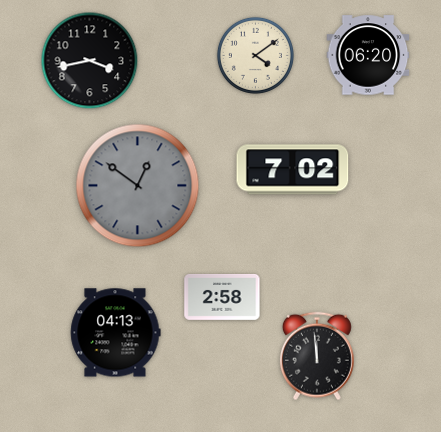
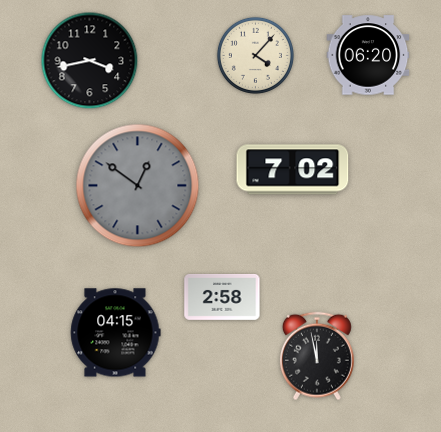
clock at (255, 55): 4:09 -> 4:07
clock at (116, 333): 04:13 -> 04:15
clock at (317, 356): 11:59 -> 11:58
